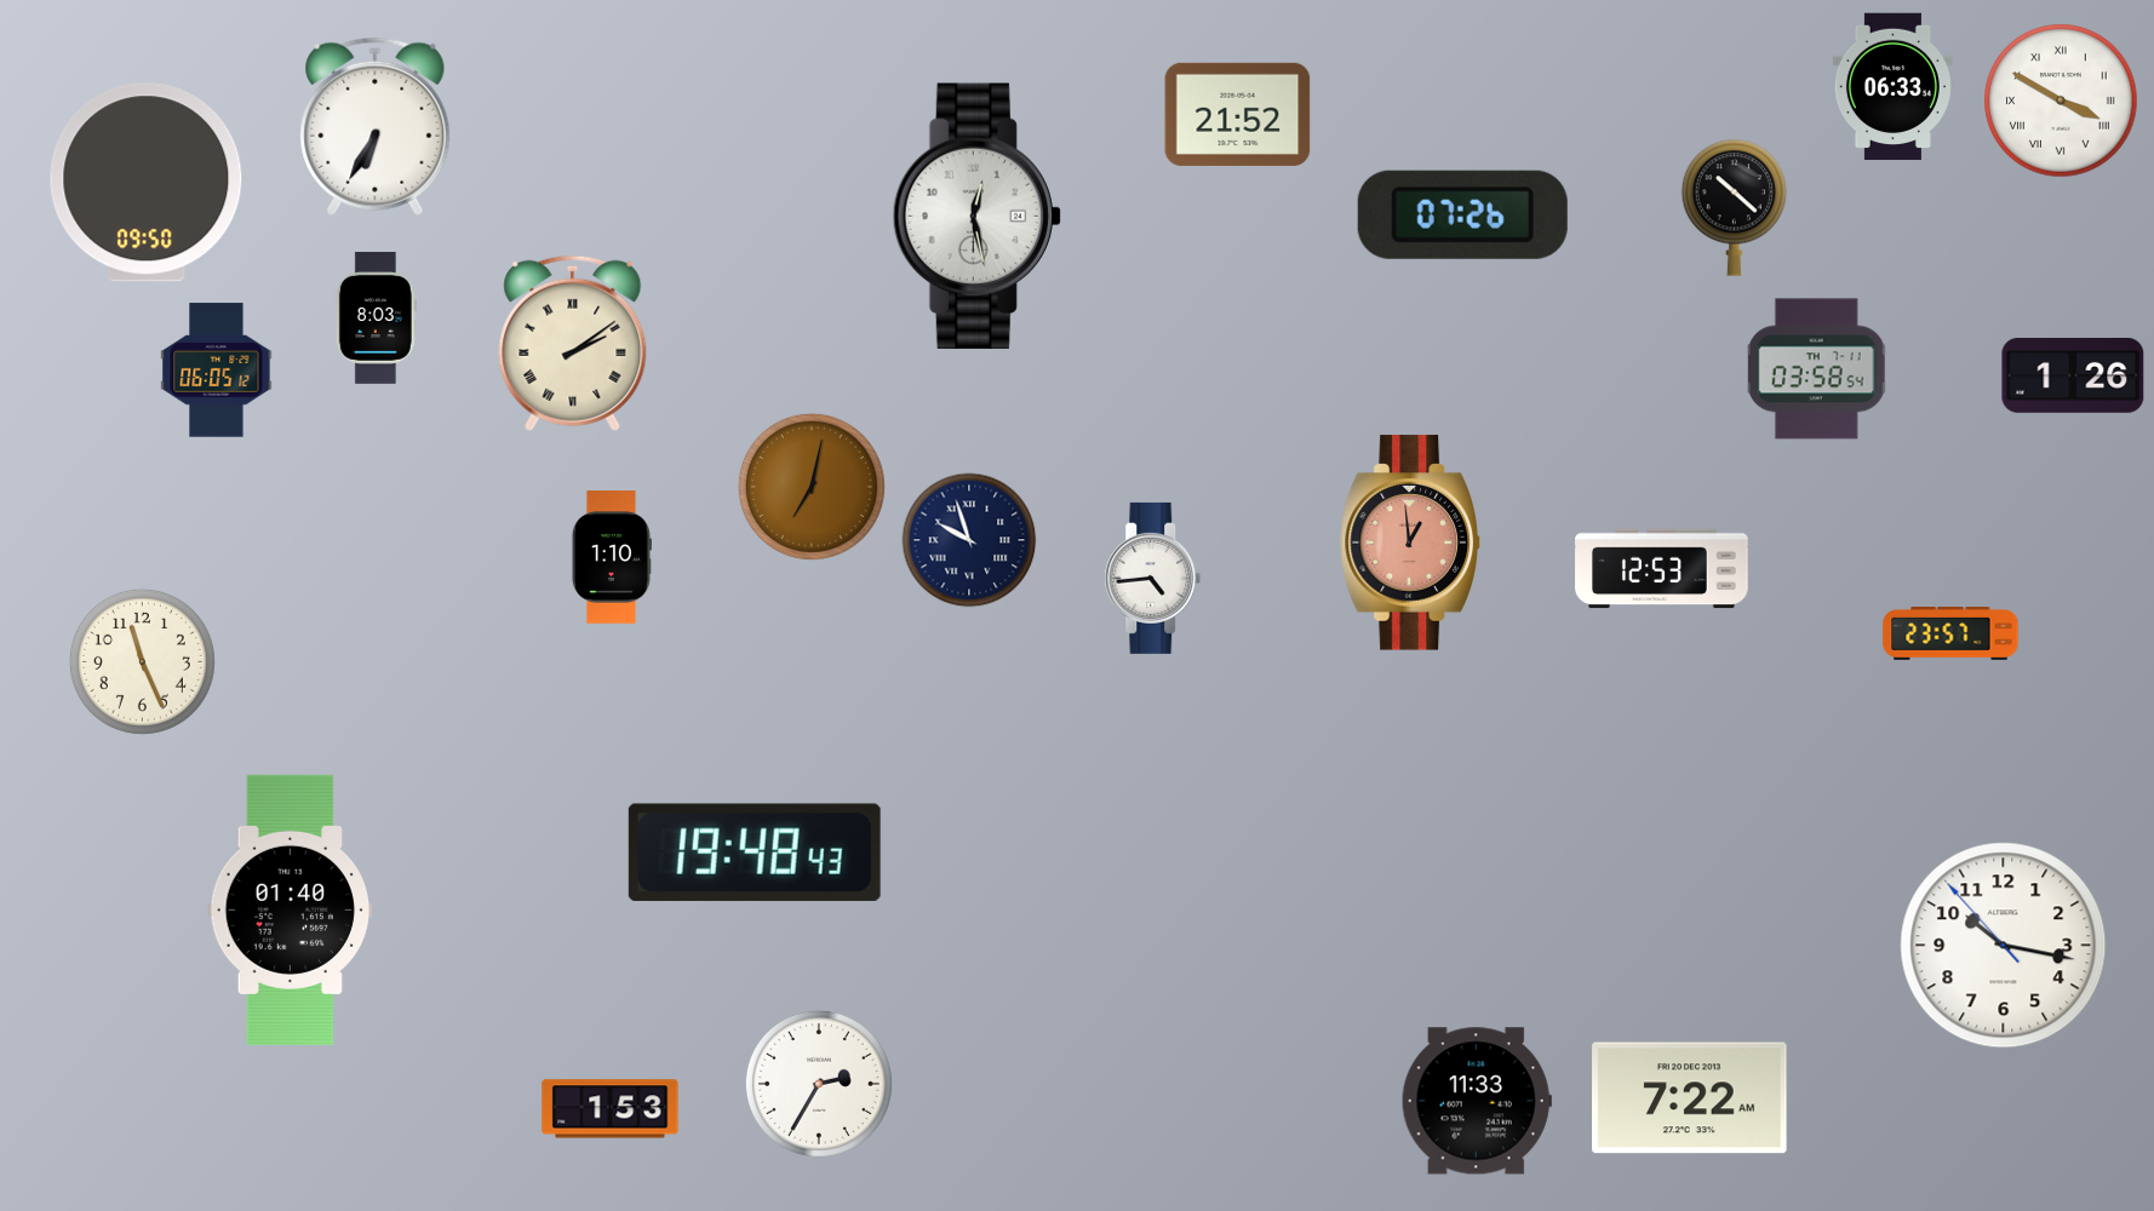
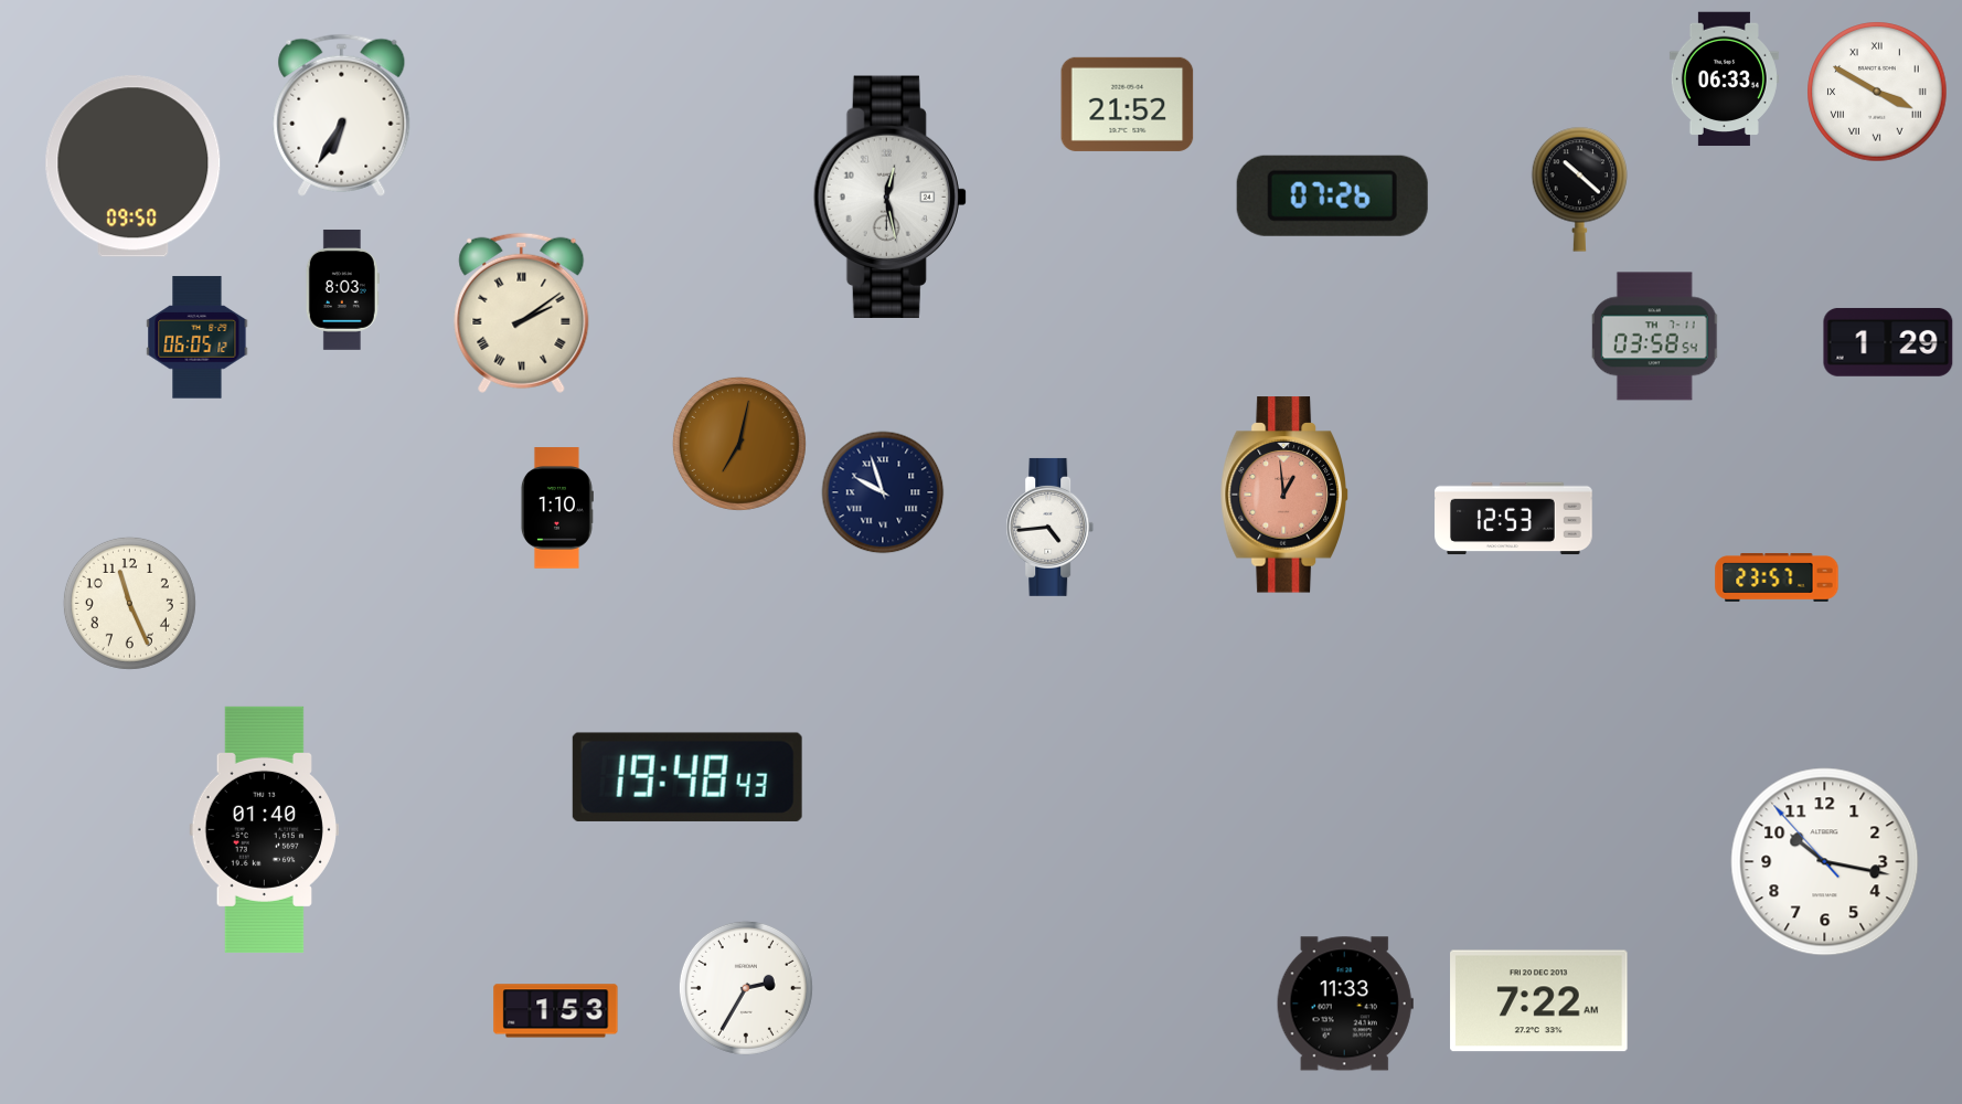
clock at (2073, 375): 1:26 -> 1:29
